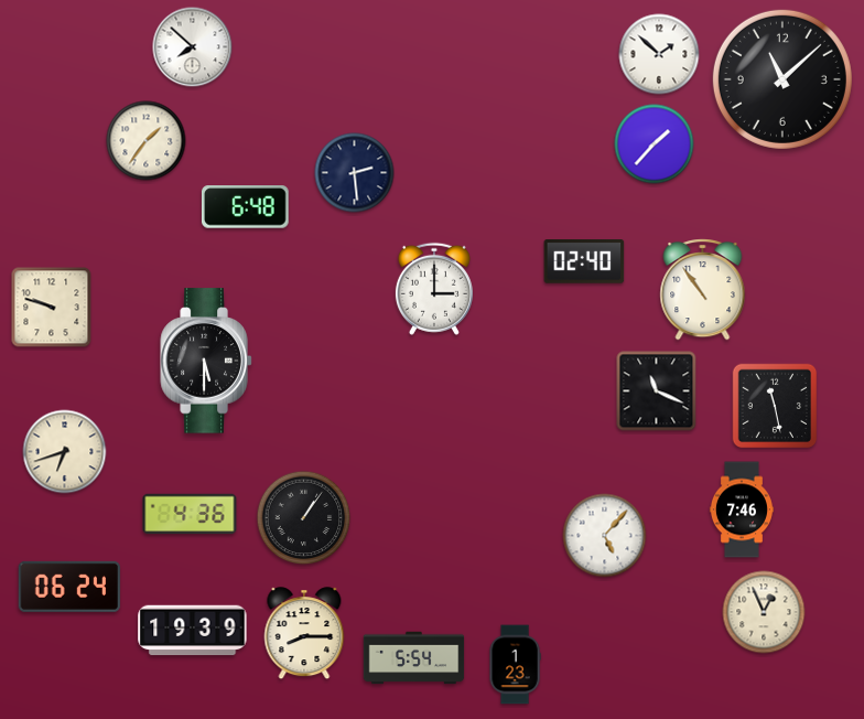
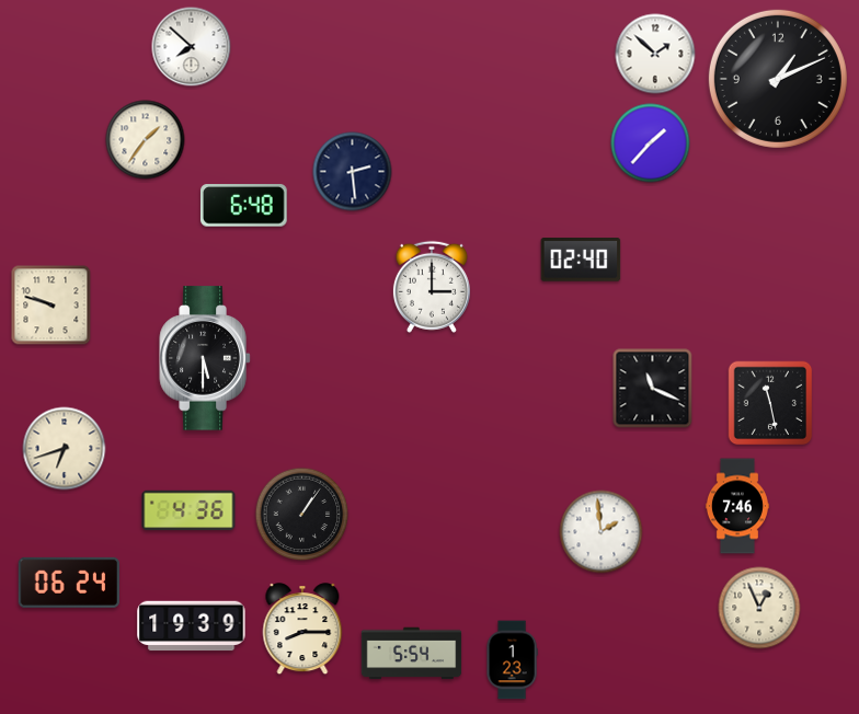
clock at (782, 79): 11:08 -> 1:11
clock at (703, 290): 10:54 -> none
clock at (605, 536): 5:07 -> 1:59
